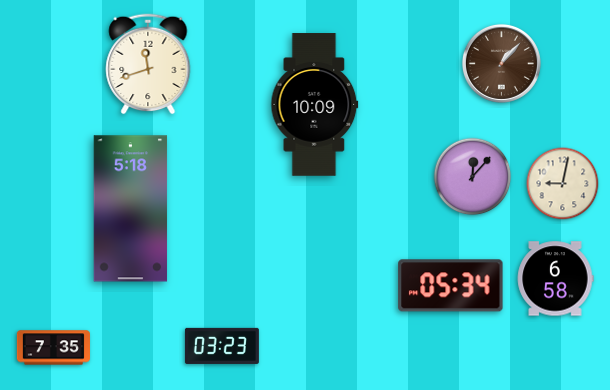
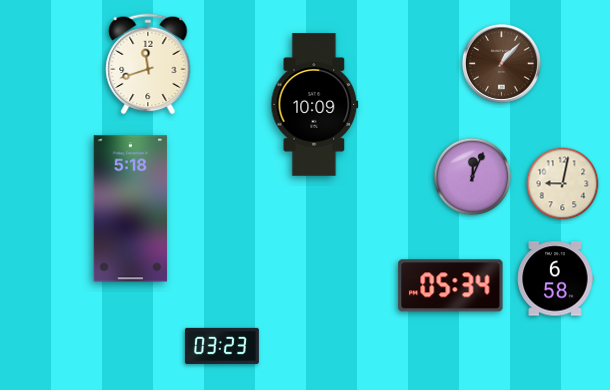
clock at (473, 177): 12:07 -> 12:04
clock at (53, 348): 7:35 -> none
